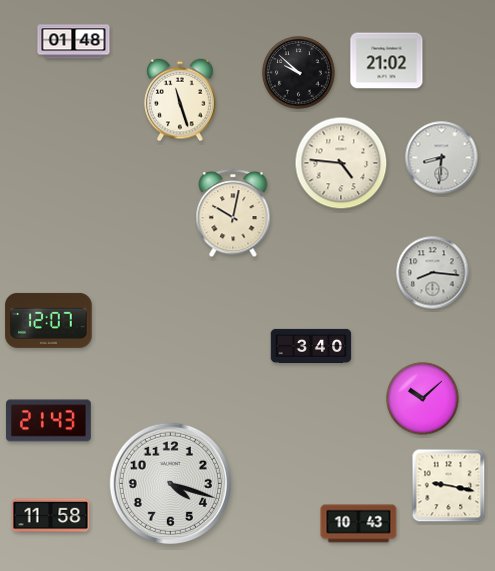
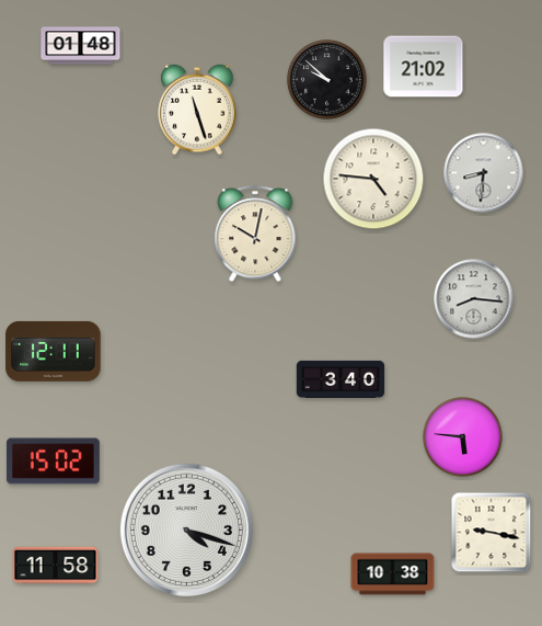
clock at (49, 320): 12:07 -> 12:11
clock at (423, 399): 10:08 -> 5:46
clock at (49, 421): 21:43 -> 15:02
clock at (359, 524): 10:43 -> 10:38
